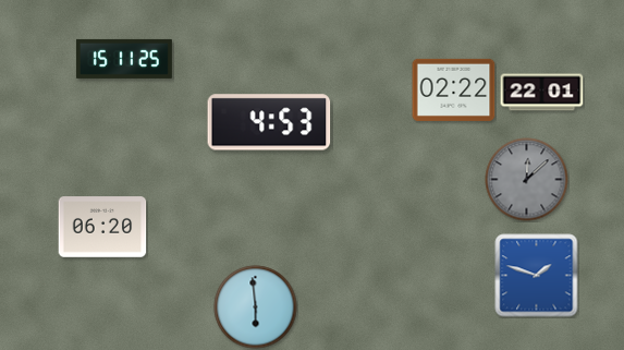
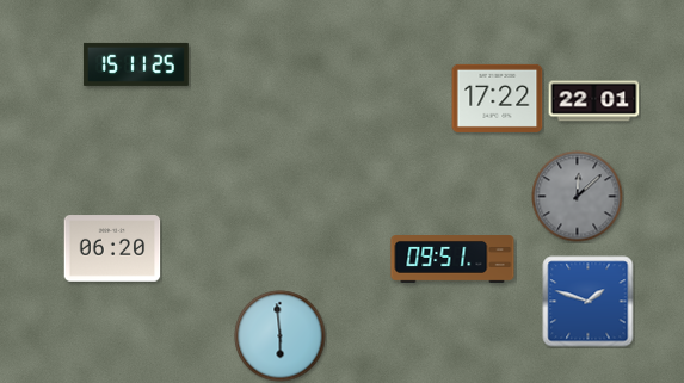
clock at (454, 89): 02:22 -> 17:22
clock at (269, 122): 4:53 -> none
clock at (452, 260): none -> 09:51
